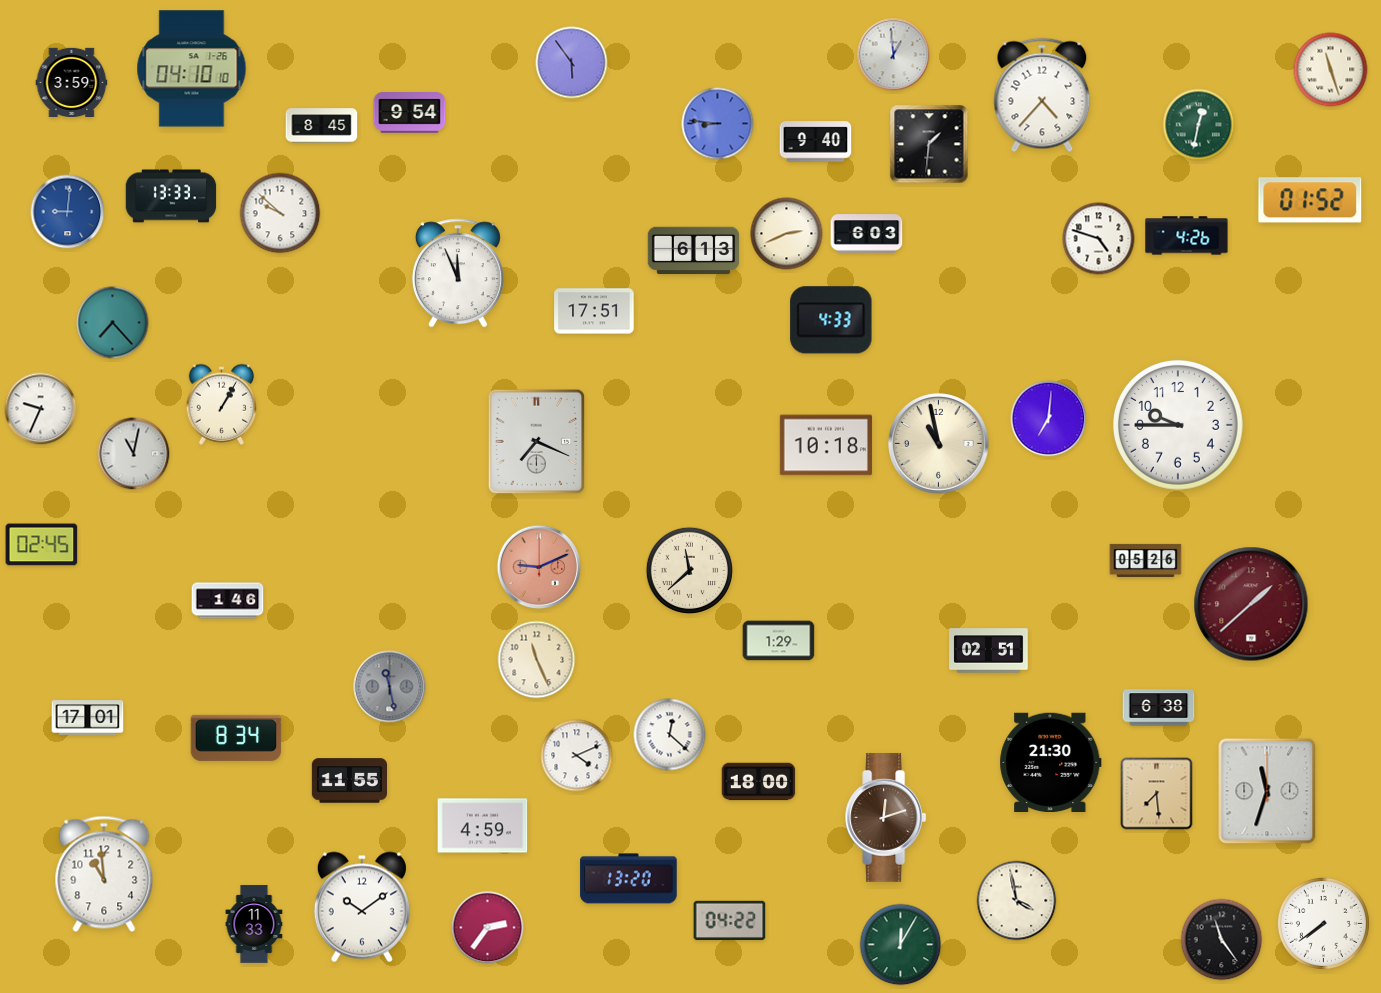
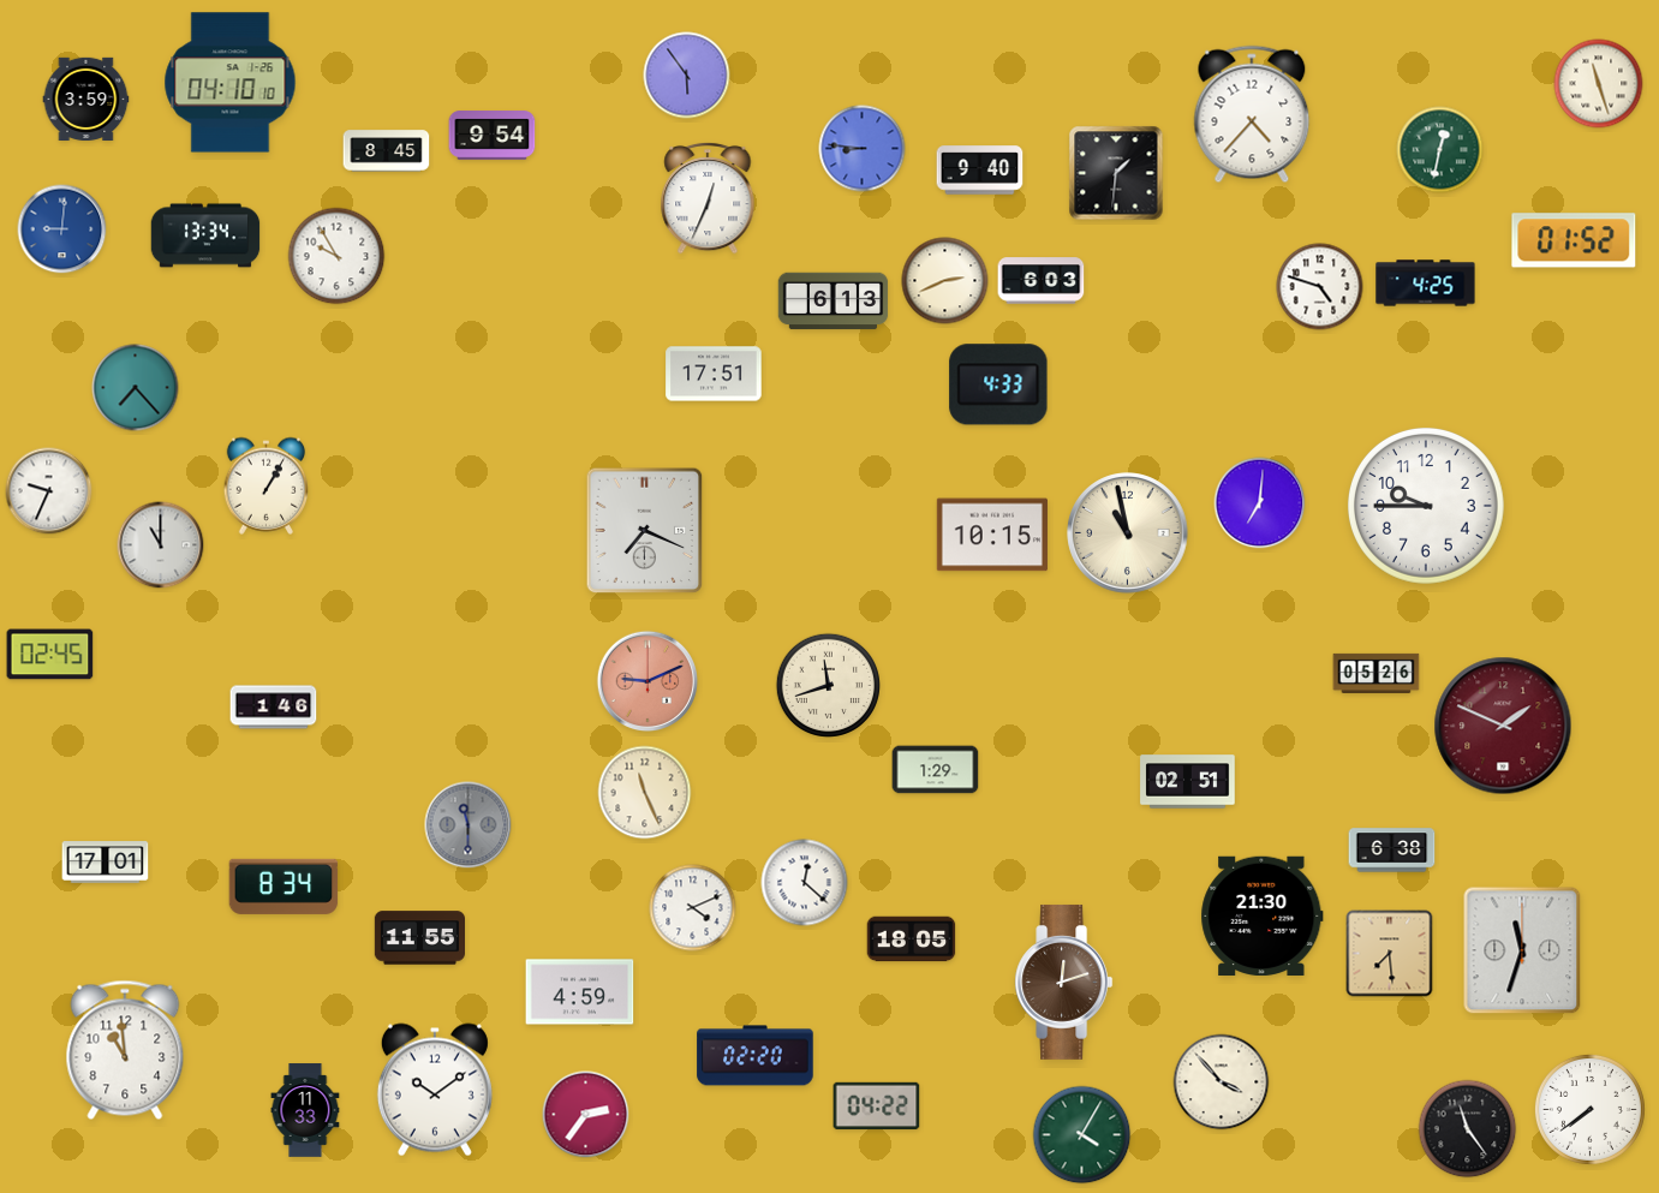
clock at (894, 55): 12:59 -> none
clock at (708, 198): none -> 12:34
clock at (171, 196): 13:33 -> 13:34
clock at (68, 212) position: (68, 212) -> (62, 229)
clock at (280, 213): 9:52 -> 9:55
clock at (1187, 236): 4:26 -> 4:25
clock at (458, 273): 11:56 -> none
clock at (1178, 425) position: (1178, 425) -> (1426, 506)
clock at (826, 445): 10:18 -> 10:15
clock at (134, 454): 11:02 -> 11:00
clock at (690, 571): 11:38 -> 11:42
clock at (228, 601) position: (228, 601) -> (274, 708)
clock at (1251, 604): 1:38 -> 1:49
clock at (390, 687): 11:28 -> 11:30
clock at (759, 782): 18:00 -> 18:05
clock at (629, 879): 13:20 -> 02:20
clock at (1017, 901): 3:58 -> 3:53
clock at (901, 945): 12:05 -> 4:05
